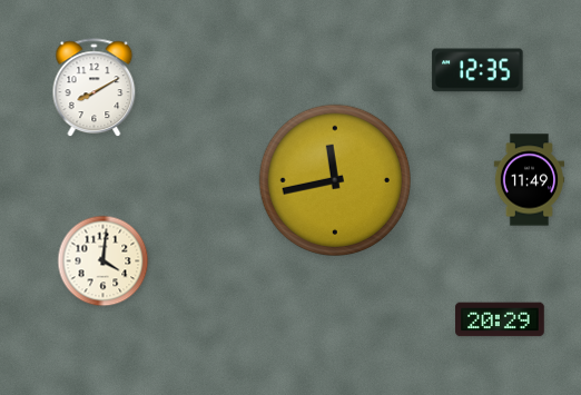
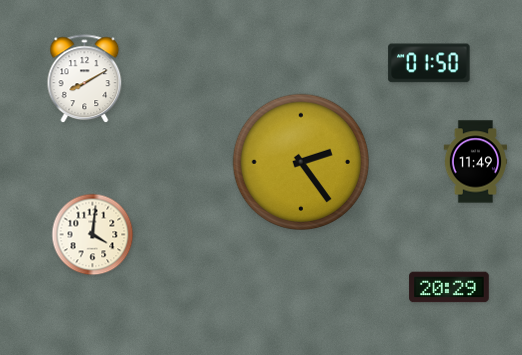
clock at (477, 70): 12:35 -> 01:50
clock at (334, 179): 11:43 -> 2:24
